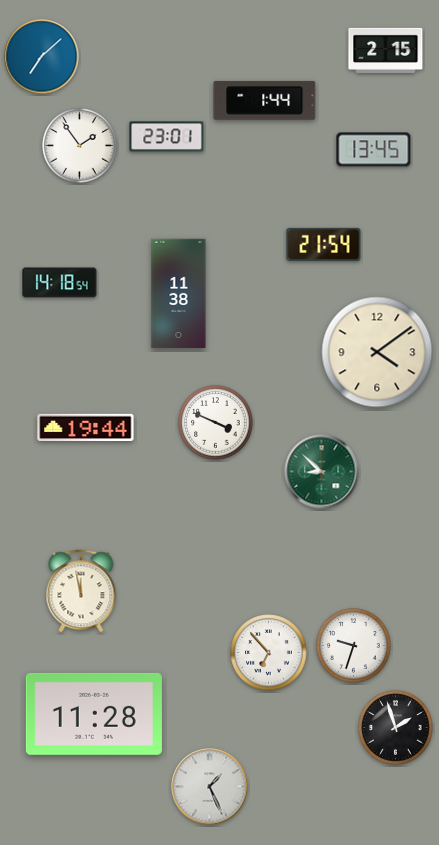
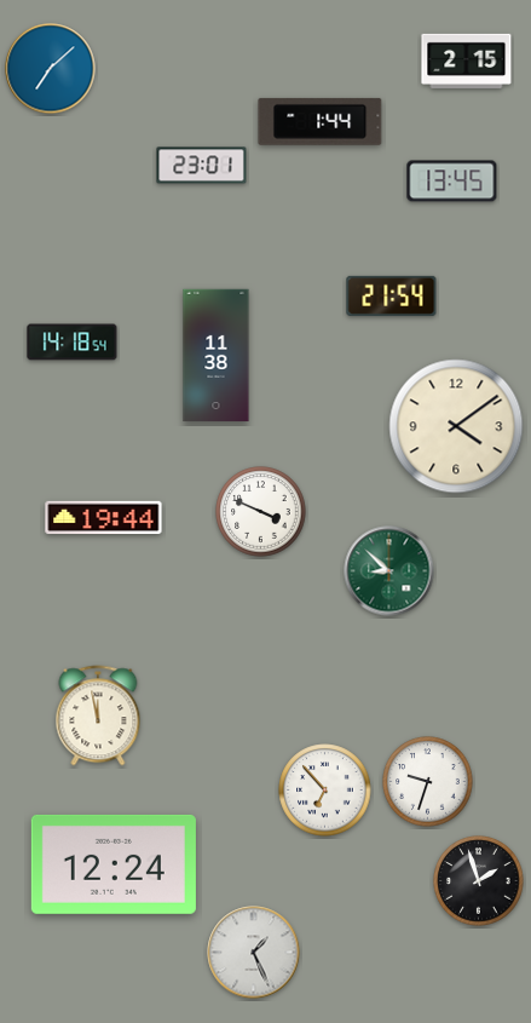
clock at (80, 146): 1:54 -> none
clock at (94, 714): 11:28 -> 12:24
